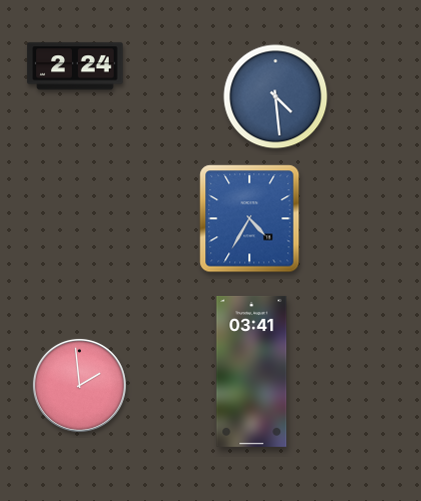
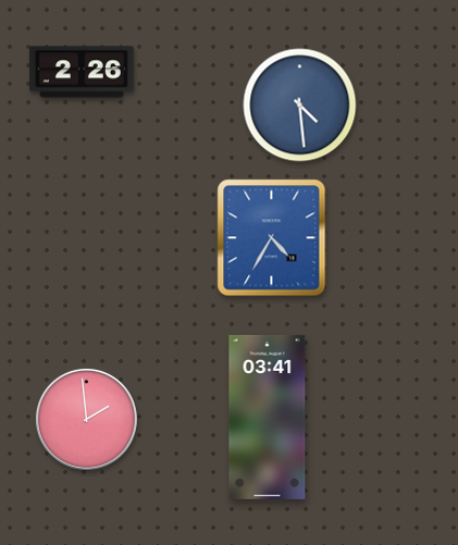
clock at (75, 66): 2:24 -> 2:26
clock at (252, 371) position: (252, 371) -> (268, 417)
